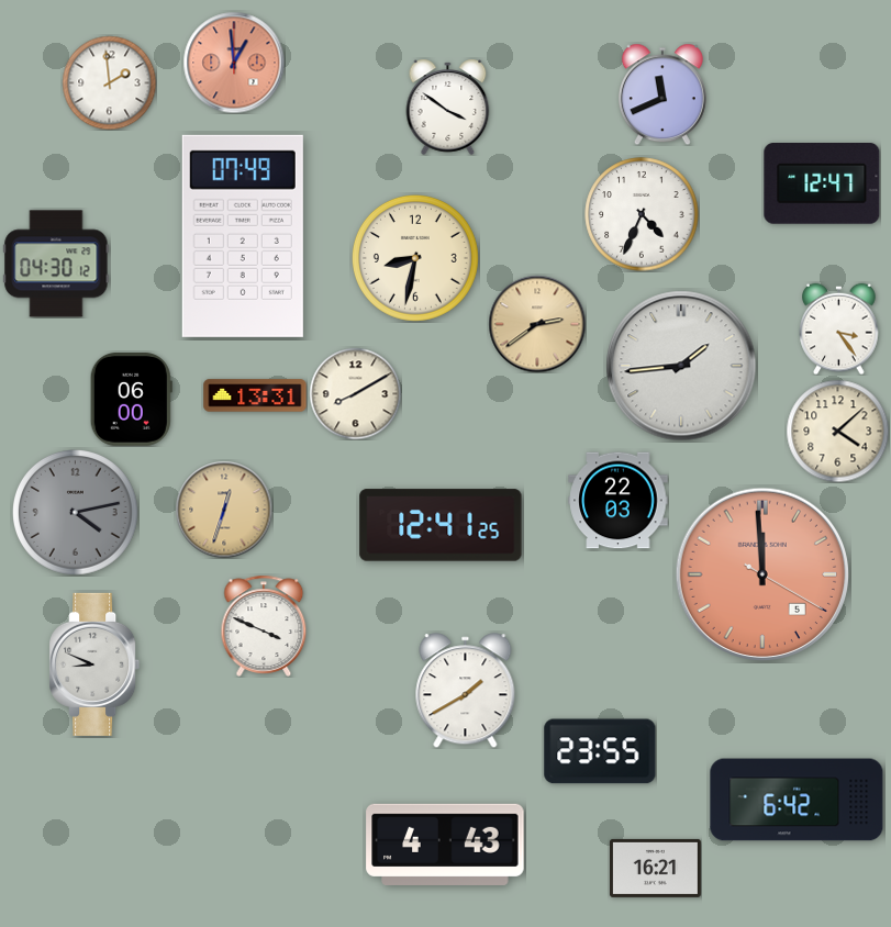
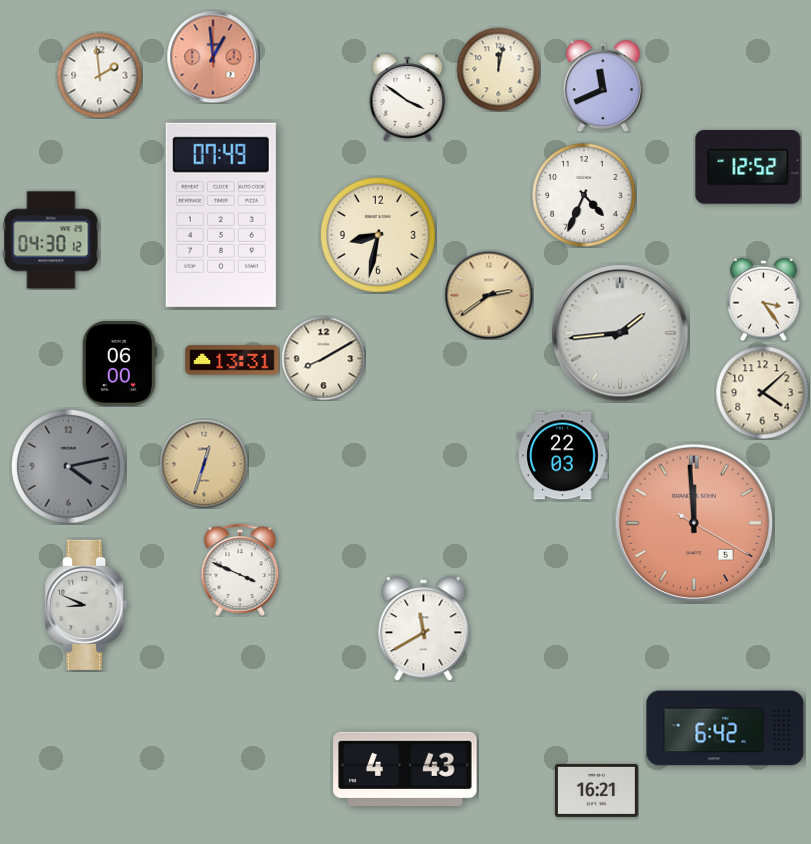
clock at (498, 69): none -> 12:02
clock at (822, 185): 12:47 -> 12:52
clock at (441, 525): 12:41 -> none
clock at (466, 691): 1:40 -> 11:40
clock at (600, 751): 23:55 -> none
